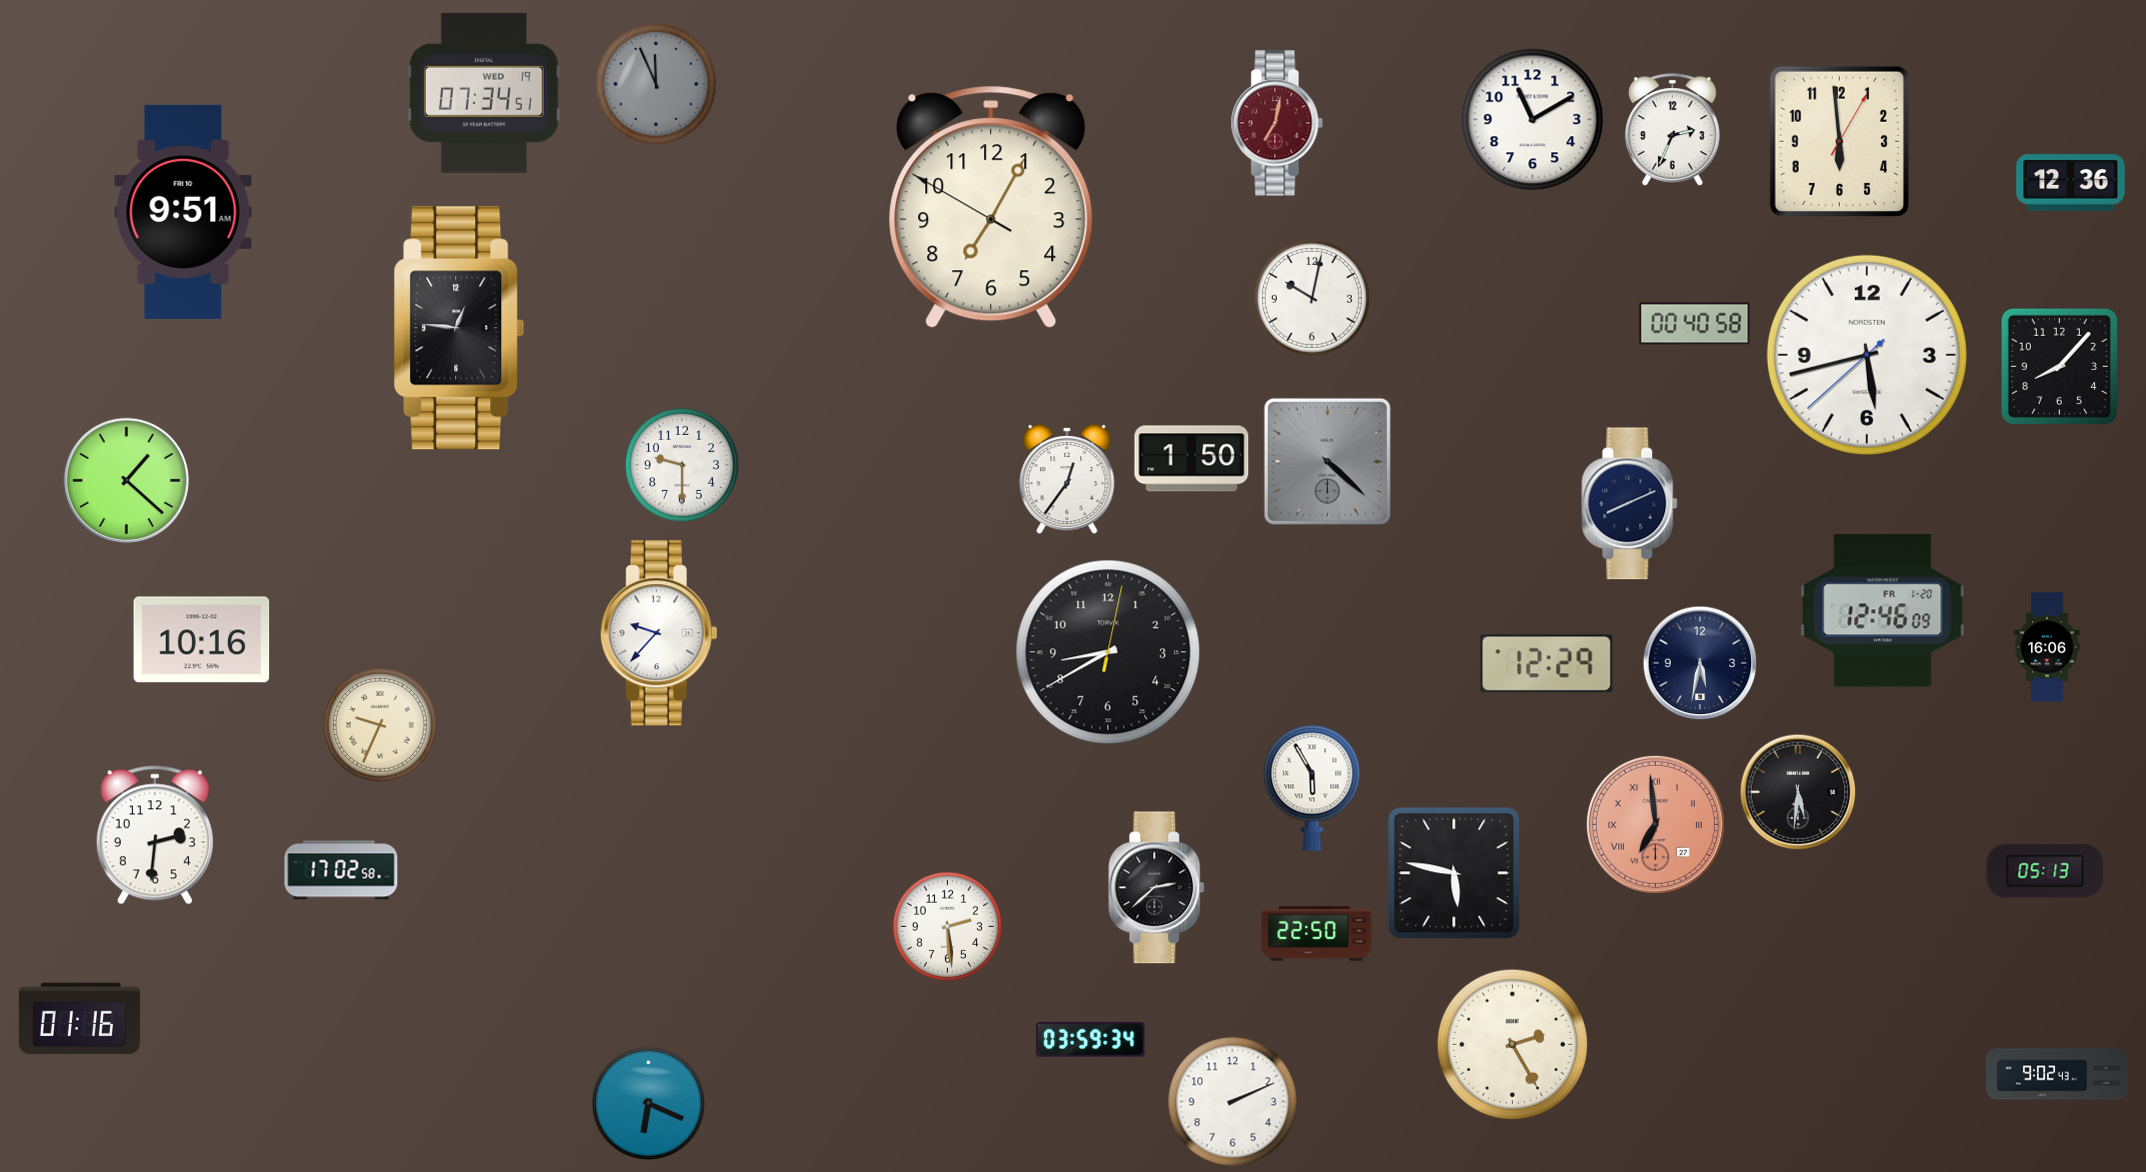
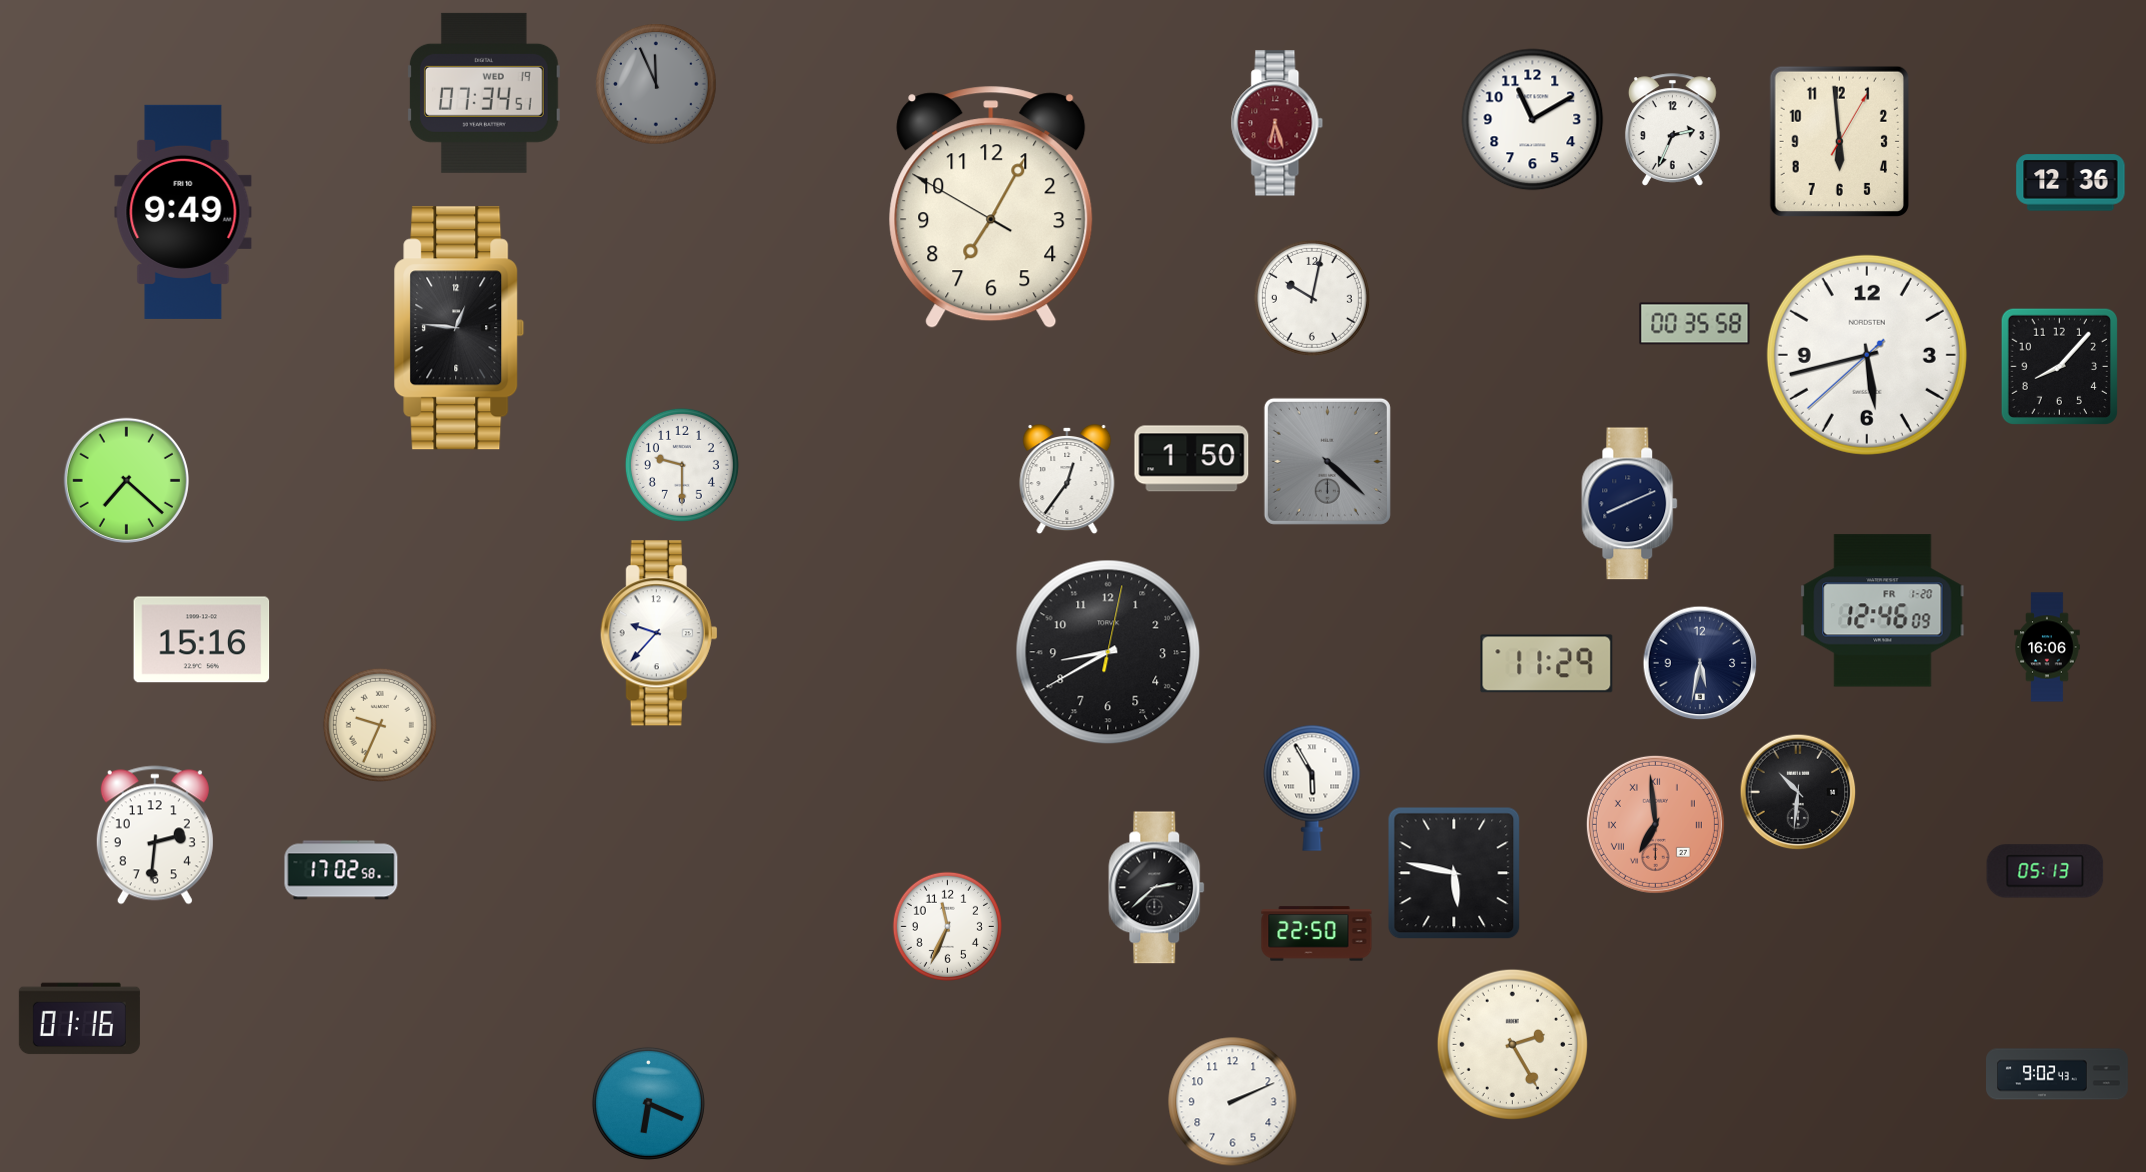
clock at (1277, 123): 7:02 -> 6:27
clock at (183, 212): 9:51 -> 9:49
clock at (1695, 324): 00:40 -> 00:35
clock at (126, 480): 1:22 -> 7:22
clock at (202, 640): 10:16 -> 15:16
clock at (1547, 664): 12:29 -> 11:29
clock at (1798, 792): 5:31 -> 10:31
clock at (947, 926): 2:29 -> 11:34
clock at (1091, 1040): 03:59 -> none
